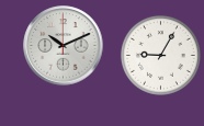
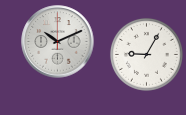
clock at (160, 55) position: (160, 55) -> (146, 54)
